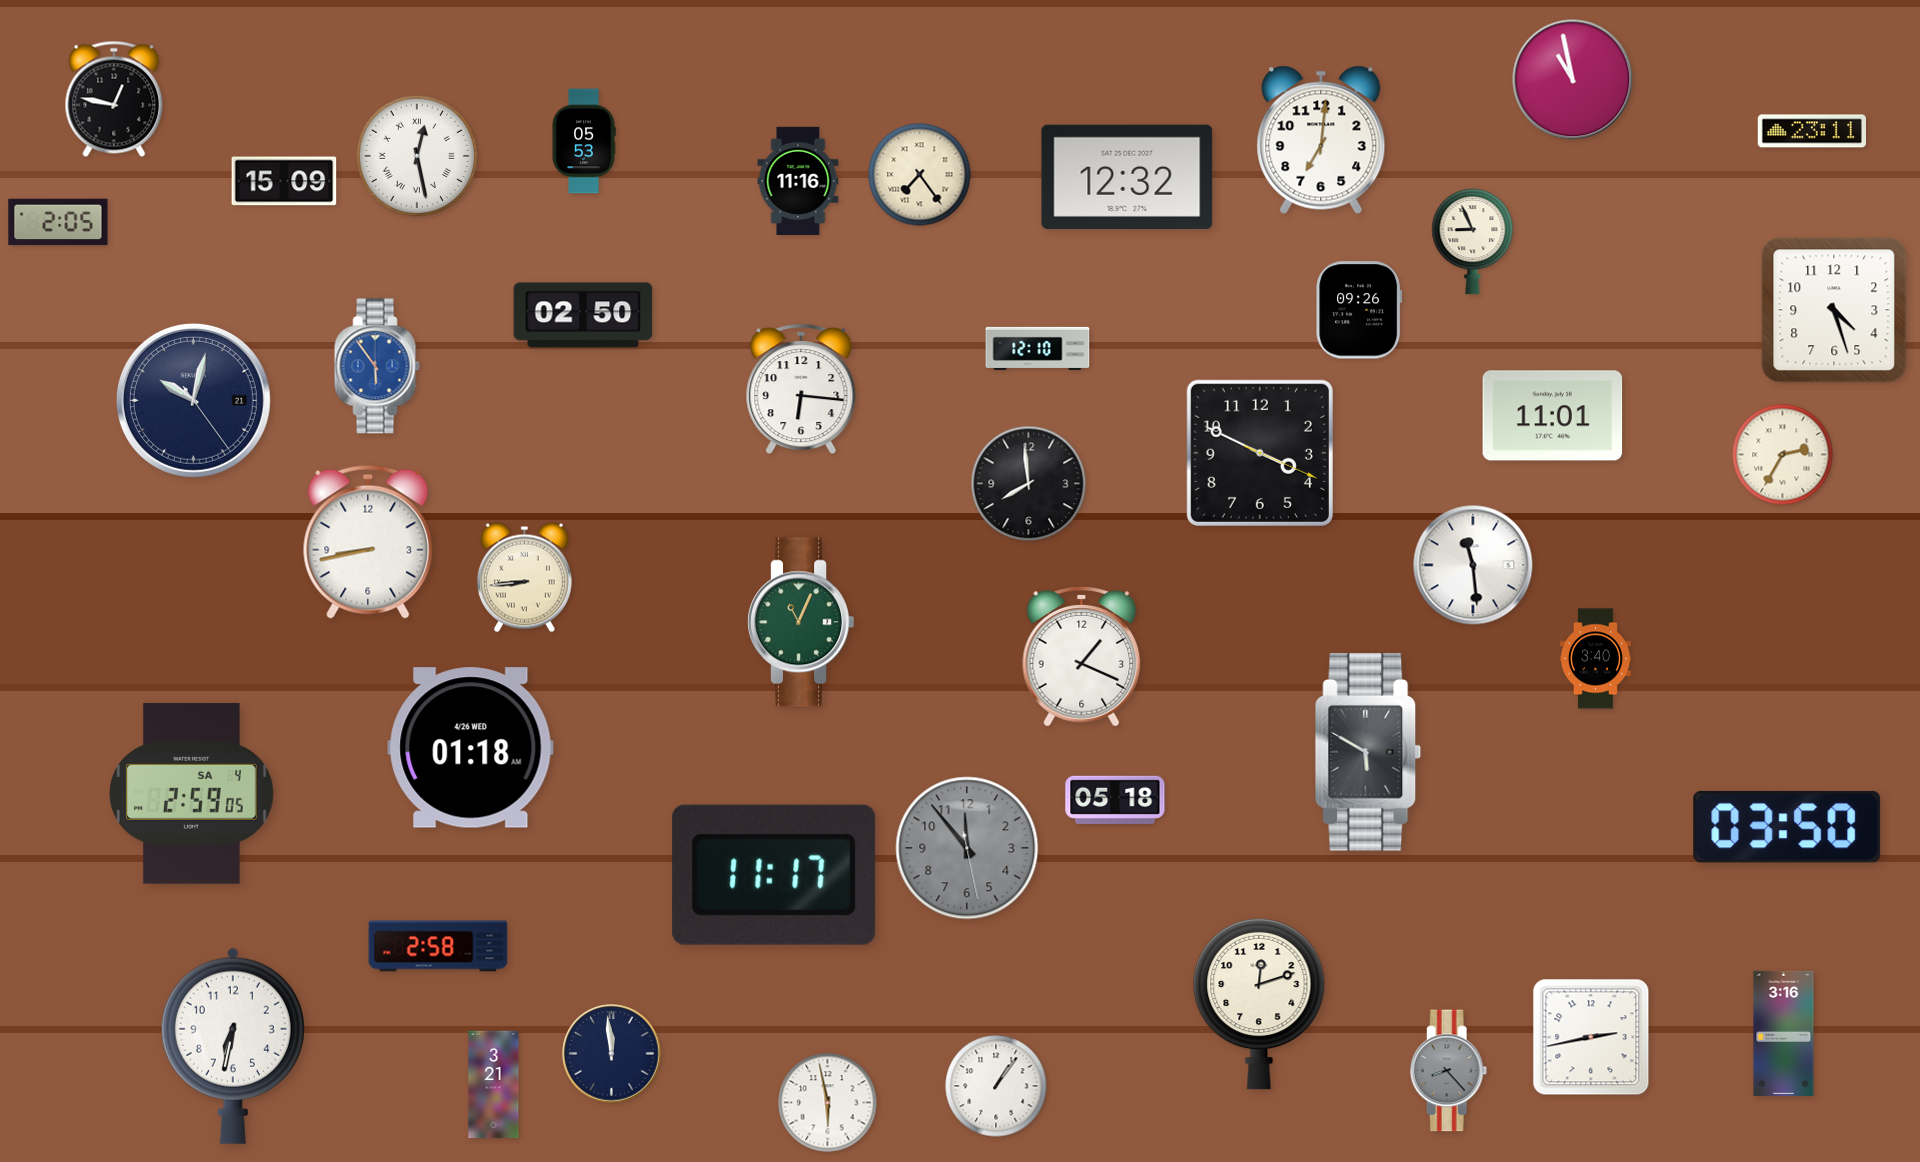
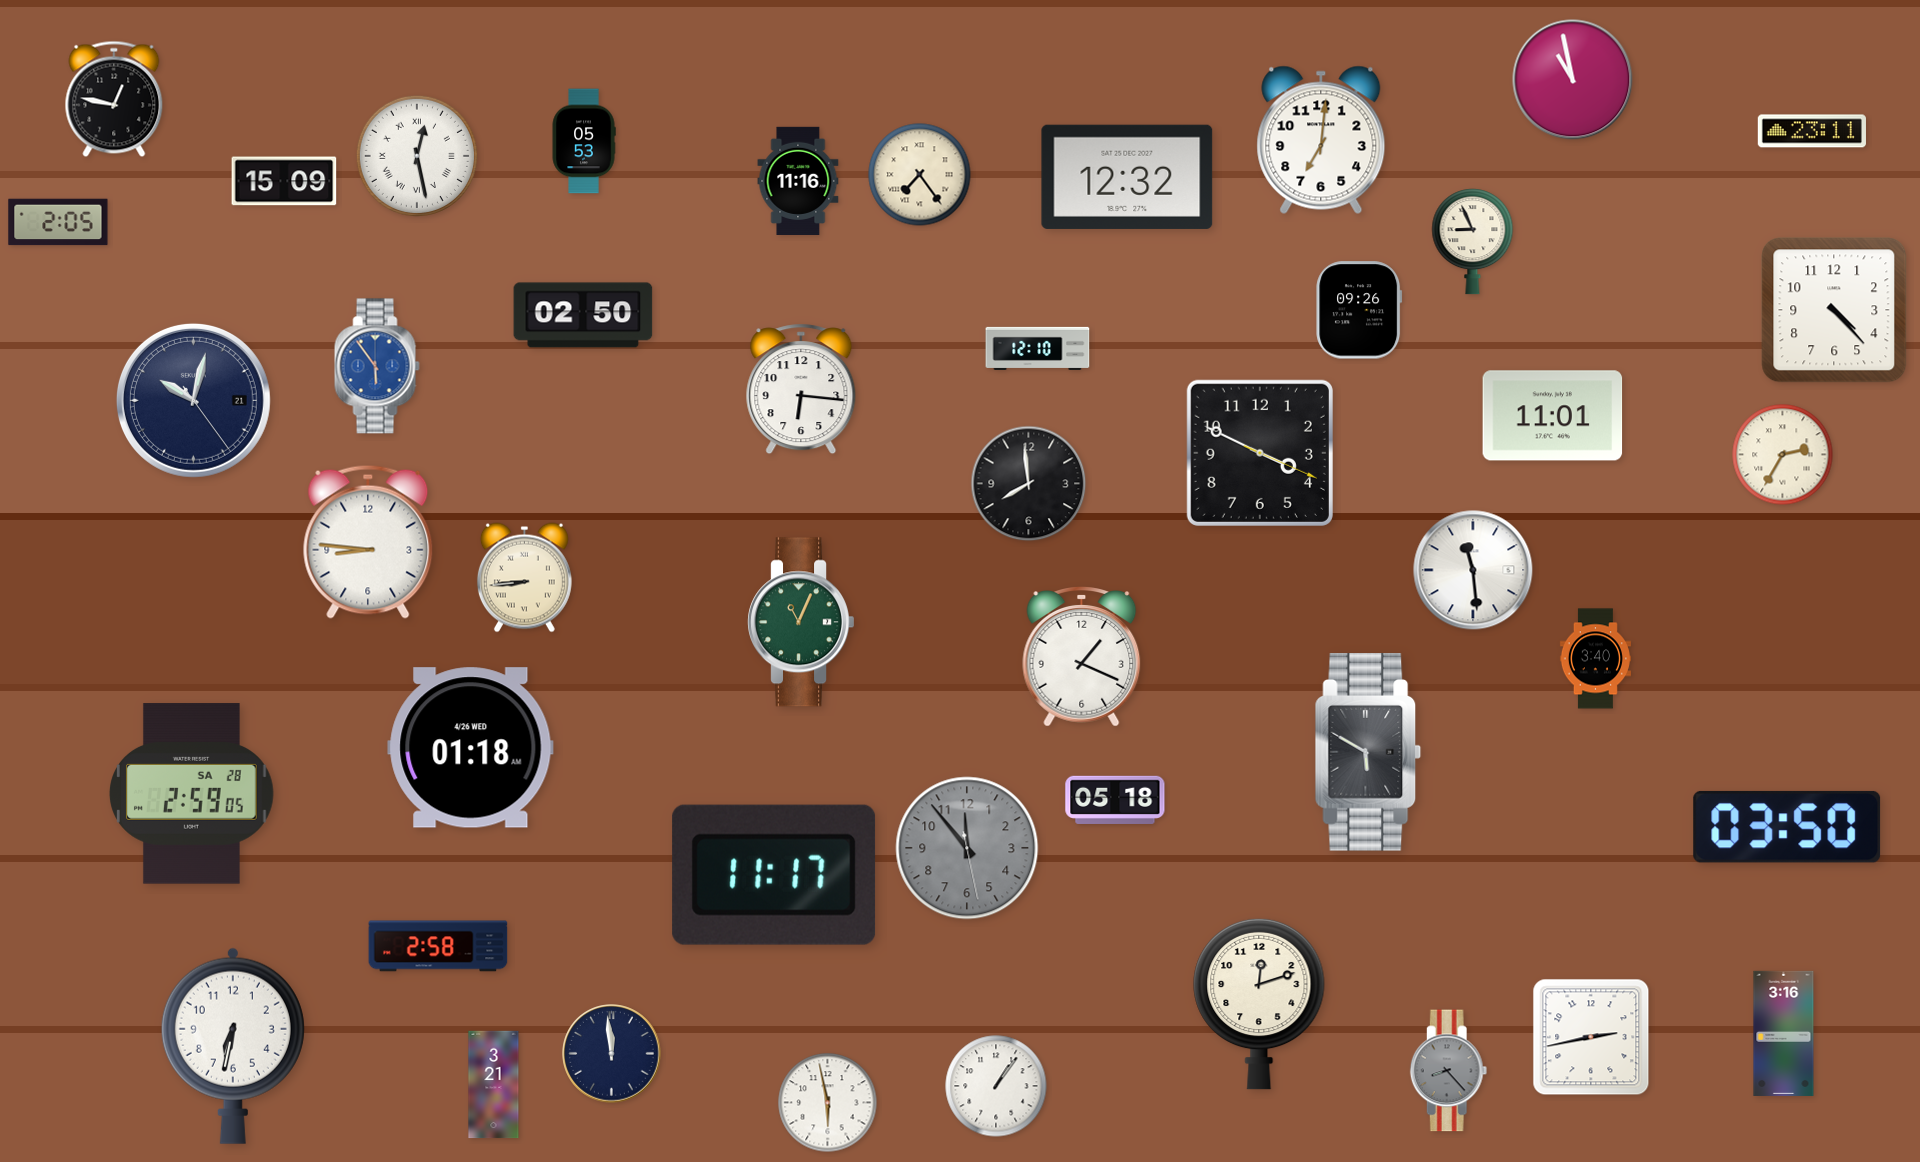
clock at (1834, 310): 4:27 -> 4:23
clock at (368, 542): 8:43 -> 8:46
clock at (1473, 565) position: (1473, 565) -> (1473, 570)
clock at (192, 794) date: SA 4 -> SA 28
